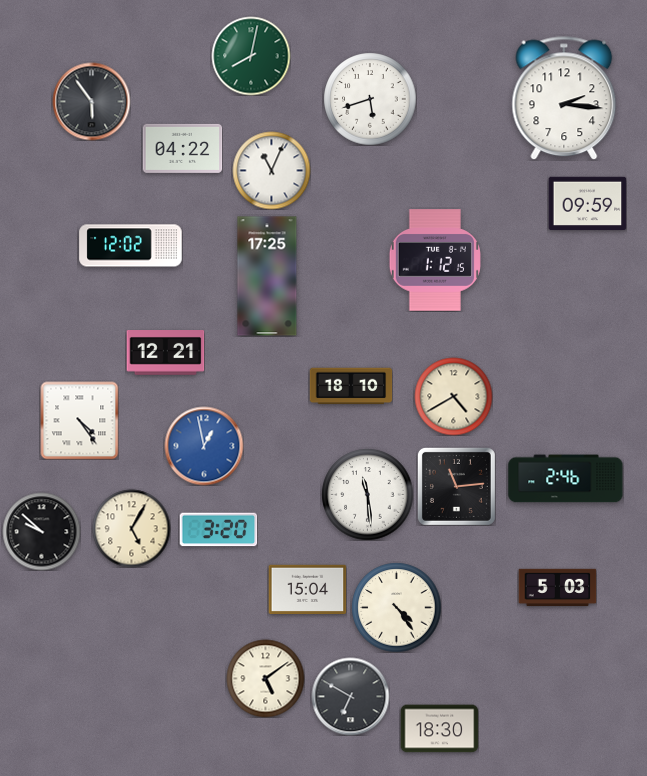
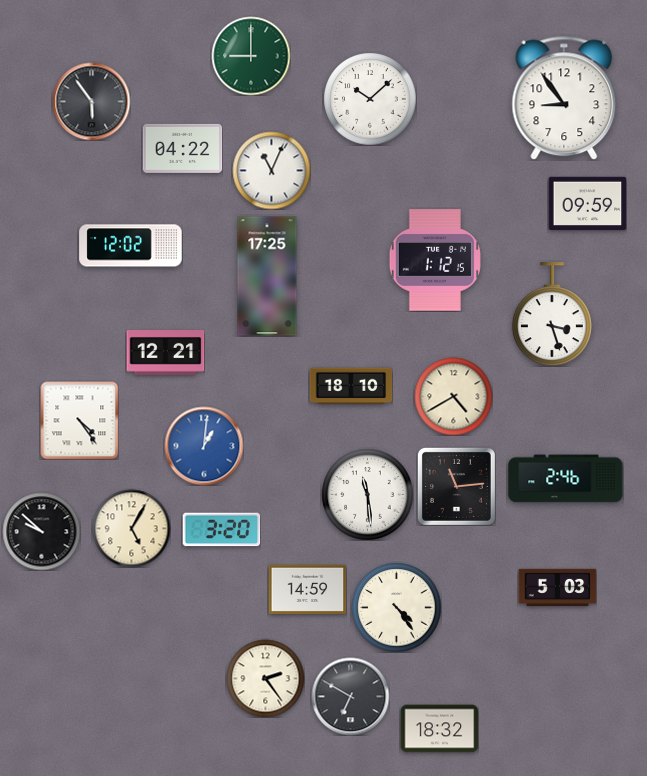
clock at (251, 56): 8:02 -> 9:00
clock at (564, 98): 2:16 -> 8:54
clock at (370, 99): 5:42 -> 10:08
clock at (552, 314): none -> 3:27
clock at (204, 446): 12:58 -> 1:01
clock at (218, 530) position: (218, 530) -> (221, 530)
clock at (307, 589): 15:04 -> 14:59
clock at (265, 678): 5:09 -> 2:24
clock at (439, 729): 18:30 -> 18:32
